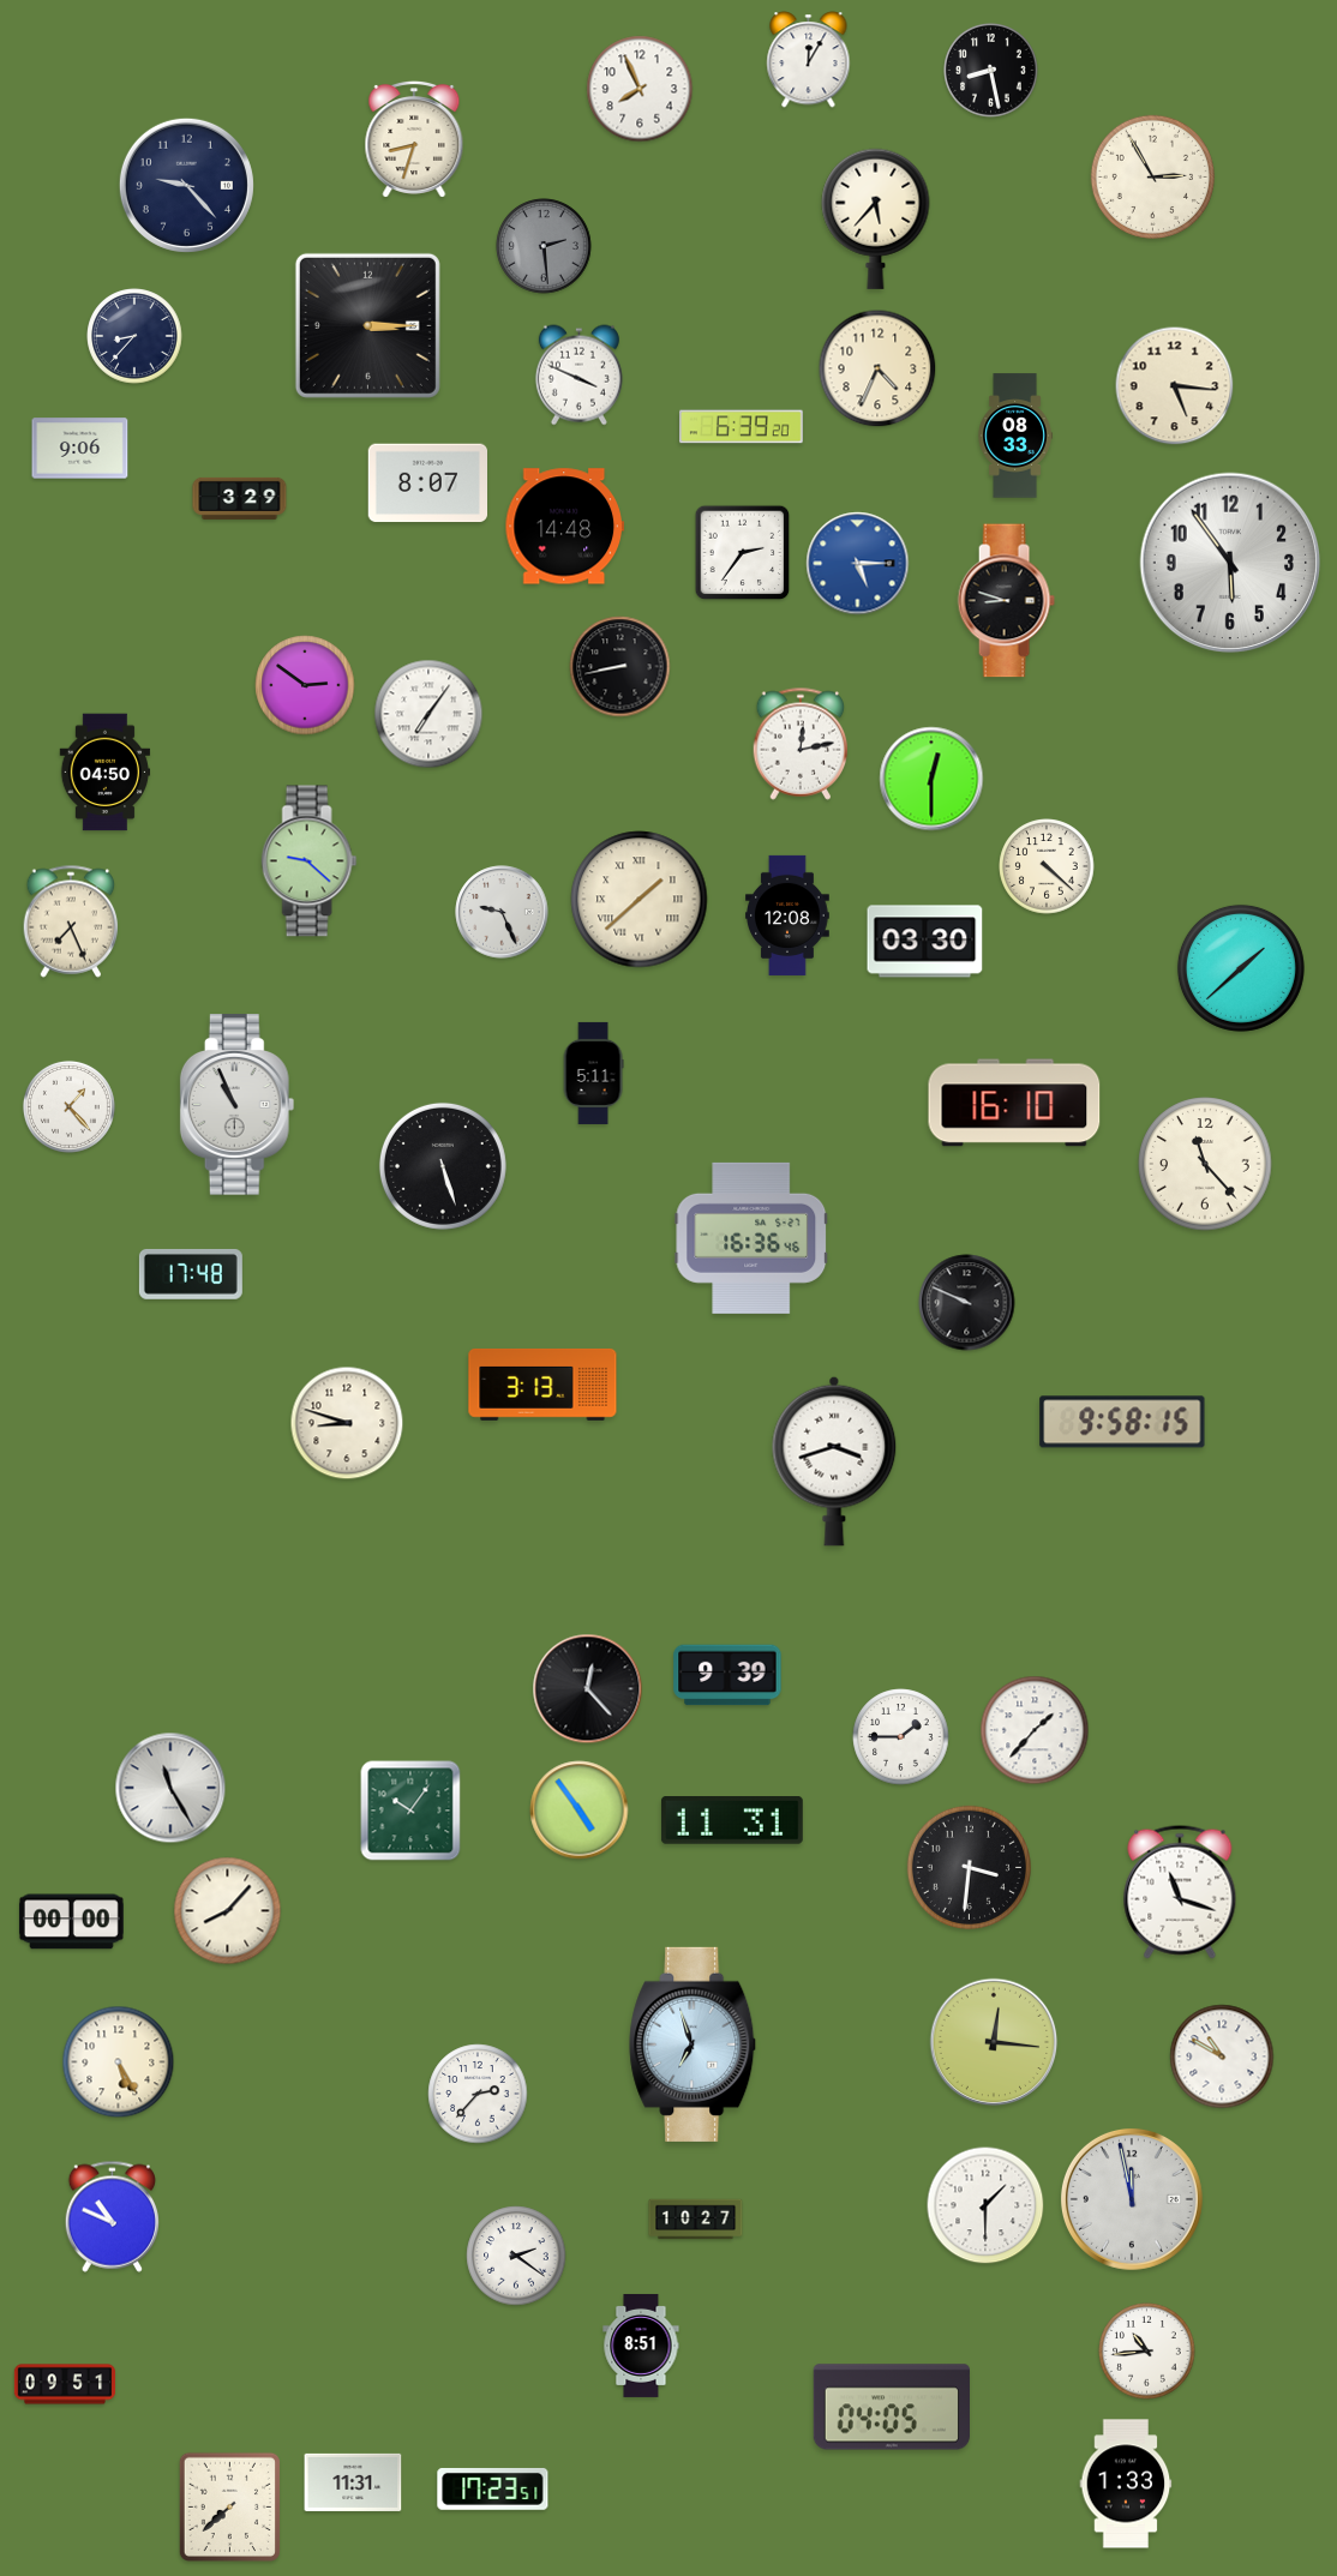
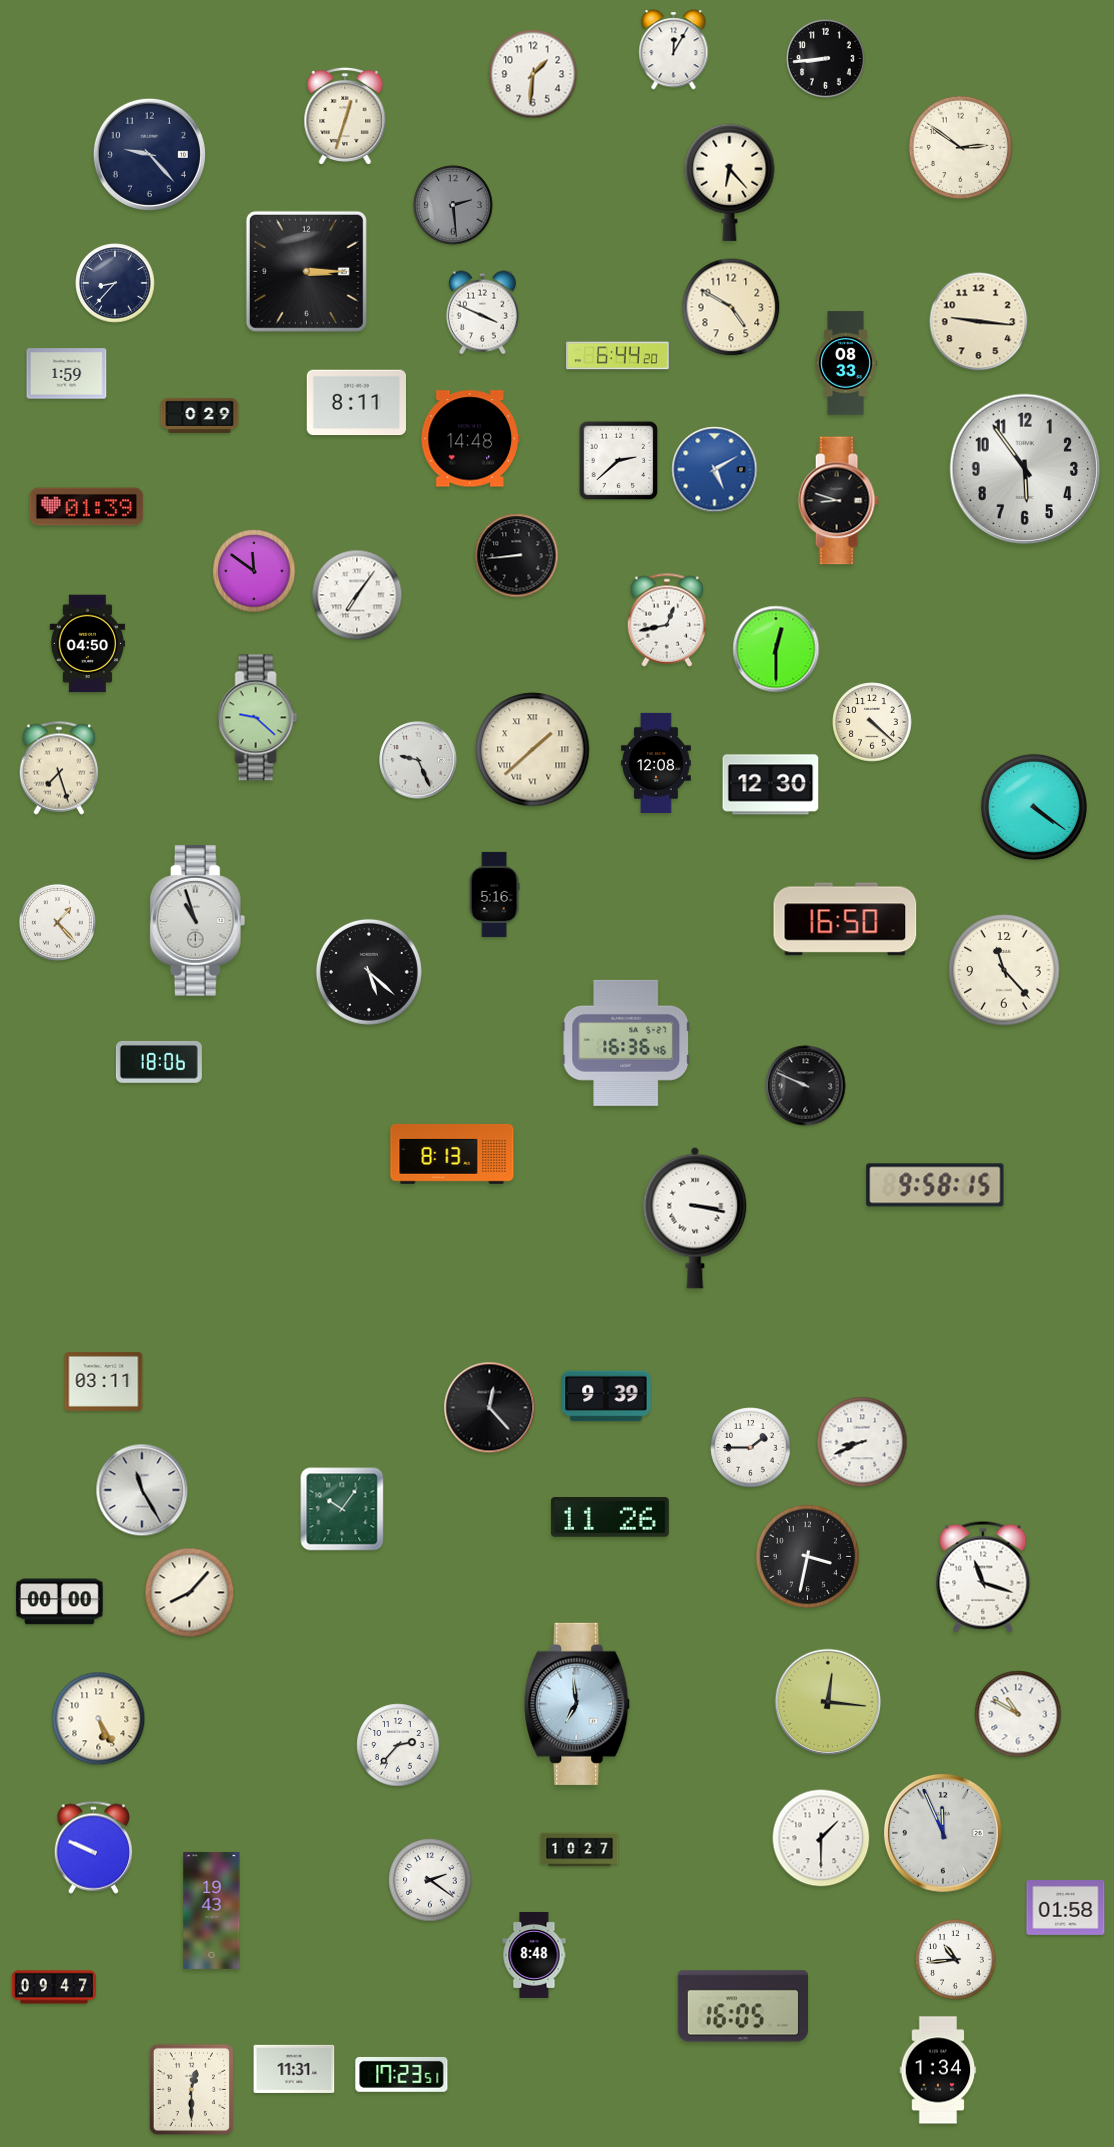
clock at (991, 71): 8:28 -> 8:44
clock at (640, 89): 7:56 -> 1:31
clock at (414, 139): 8:33 -> 12:33
clock at (1152, 176): 2:55 -> 2:51
clock at (186, 185) position: (186, 185) -> (149, 154)
clock at (876, 218): 5:37 -> 6:23
clock at (134, 336) position: (134, 336) -> (115, 283)
clock at (877, 368): 4:34 -> 4:50
clock at (1175, 386): 5:16 -> 9:16
clock at (742, 427): 6:39 -> 6:44
clock at (80, 449): 9:06 -> 1:59
clock at (427, 484): 8:07 -> 8:11
clock at (240, 498): 3:29 -> 0:29
clock at (743, 553): 2:36 -> 2:38
clock at (858, 564): 5:15 -> 5:10
clock at (87, 507): none -> 01:39
clock at (620, 667): 8:43 -> 8:44
clock at (305, 685): 2:51 -> 11:51
clock at (801, 744): 12:13 -> 12:43
clock at (71, 921): 7:26 -> 7:27
clock at (925, 942): 03:30 -> 12:30
clock at (1241, 968): 1:38 -> 4:21
clock at (593, 1073): 5:11 -> 5:16
clock at (1014, 1103): 16:10 -> 16:50
clock at (238, 1105): 10:56 -> 10:57
clock at (443, 1166): 5:27 -> 5:22
clock at (751, 1238) position: (751, 1238) -> (626, 1043)
clock at (191, 1274): 17:48 -> 18:06
clock at (542, 1385): 3:13 -> 8:13
clock at (347, 1423): 8:48 -> none
clock at (834, 1461): 3:42 -> 3:17
clock at (104, 1381): none -> 03:11
clock at (1035, 1730): 1:37 -> 8:41
clock at (580, 1811): 4:54 -> none
clock at (732, 1821): 11:31 -> 11:26
clock at (969, 1867): 3:31 -> 3:32
clock at (694, 2044): 6:57 -> 6:59
clock at (1132, 2199): 11:58 -> 11:56
clock at (112, 2216): 10:49 -> 9:49
clock at (1066, 1908): none -> 01:58
clock at (212, 1910): none -> 19:43
clock at (641, 2346): 8:51 -> 8:48
clock at (65, 2384): 09:51 -> 09:47
clock at (891, 2407): 04:05 -> 16:05
clock at (1126, 2484): 1:33 -> 1:34
clock at (493, 2488) position: (493, 2488) -> (402, 2074)
clock at (229, 2506): 7:38 -> 12:30
